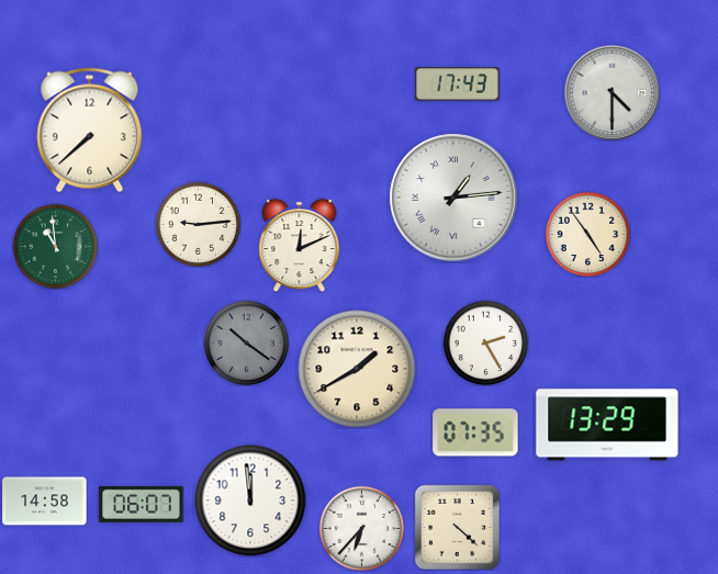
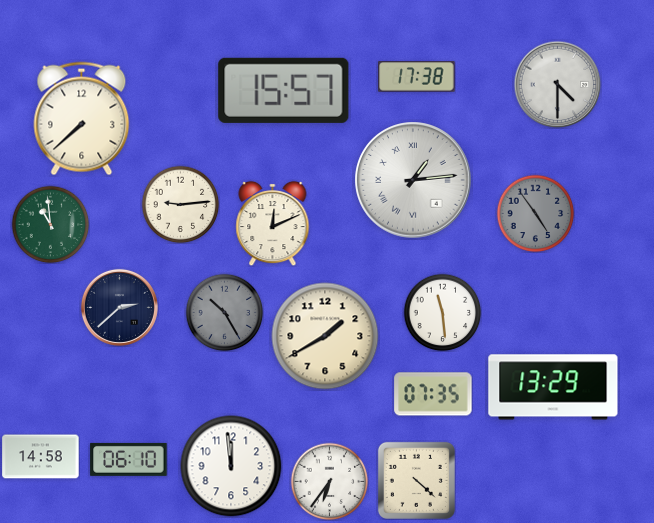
clock at (458, 85): 17:43 -> 17:38
clock at (284, 90): none -> 15:57
clock at (587, 234) dial: cream -> grey
clock at (119, 307): none -> 2:38
clock at (246, 342): 10:21 -> 10:25
clock at (485, 342): 2:25 -> 11:29
clock at (250, 500) position: (250, 500) -> (231, 466)
clock at (142, 504): 06:07 -> 06:10
clock at (361, 528): 6:37 -> 6:36
